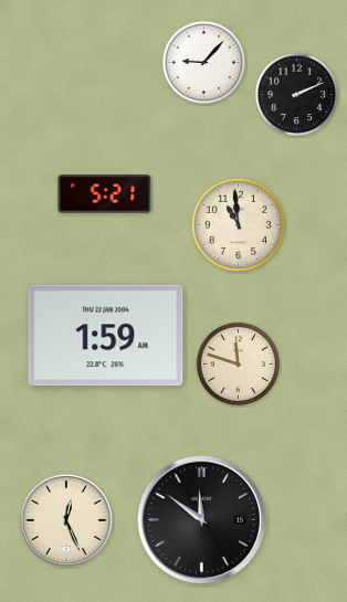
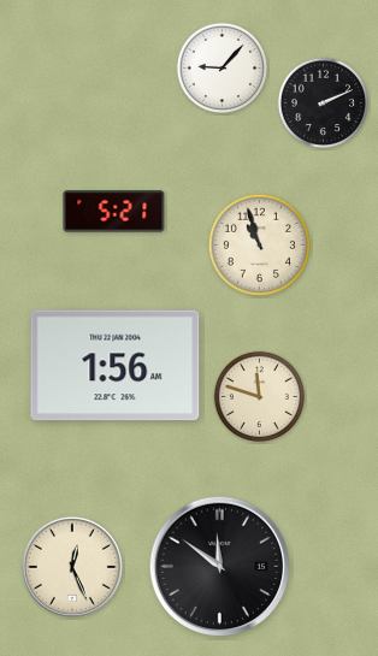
clock at (238, 224): 10:59 -> 10:57
clock at (106, 336): 1:59 -> 1:56
